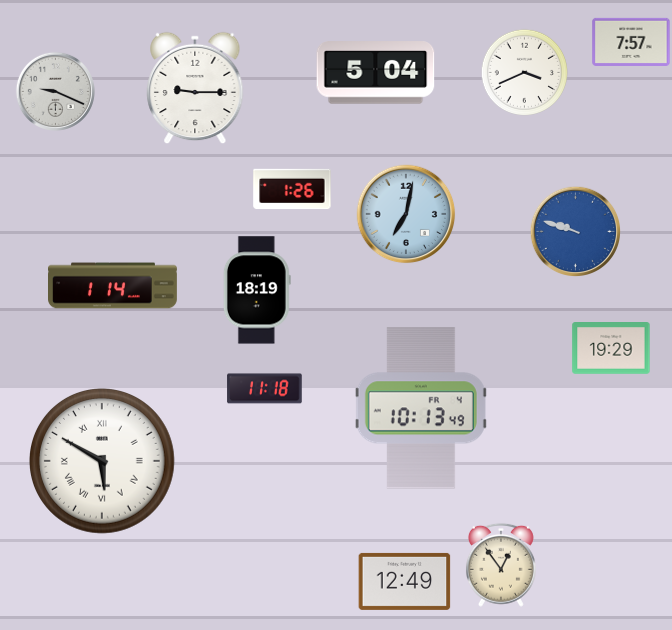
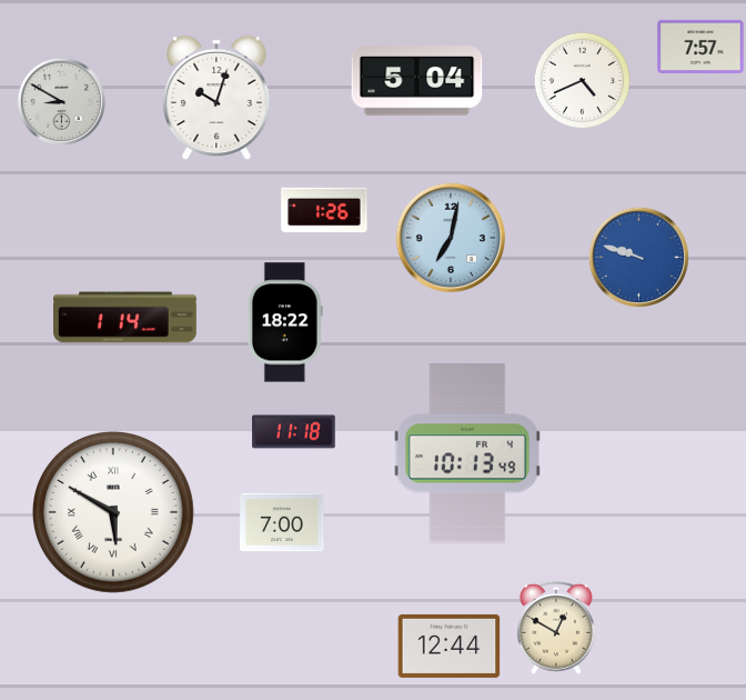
clock at (525, 73): 3:41 -> 4:41
clock at (195, 88): 9:15 -> 10:03
clock at (55, 91): 9:19 -> 8:50
clock at (257, 290): 18:19 -> 18:22
clock at (611, 349): 19:29 -> none
clock at (282, 522): none -> 7:00
clock at (501, 565): 12:54 -> 12:50
clock at (405, 581): 12:49 -> 12:44
